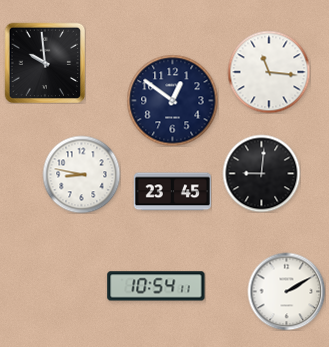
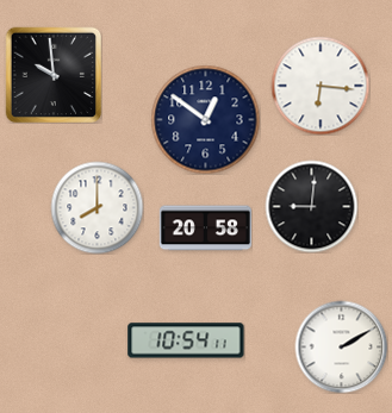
clock at (269, 72): 11:16 -> 6:16
clock at (81, 174): 8:47 -> 8:00
clock at (172, 192): 23:45 -> 20:58
